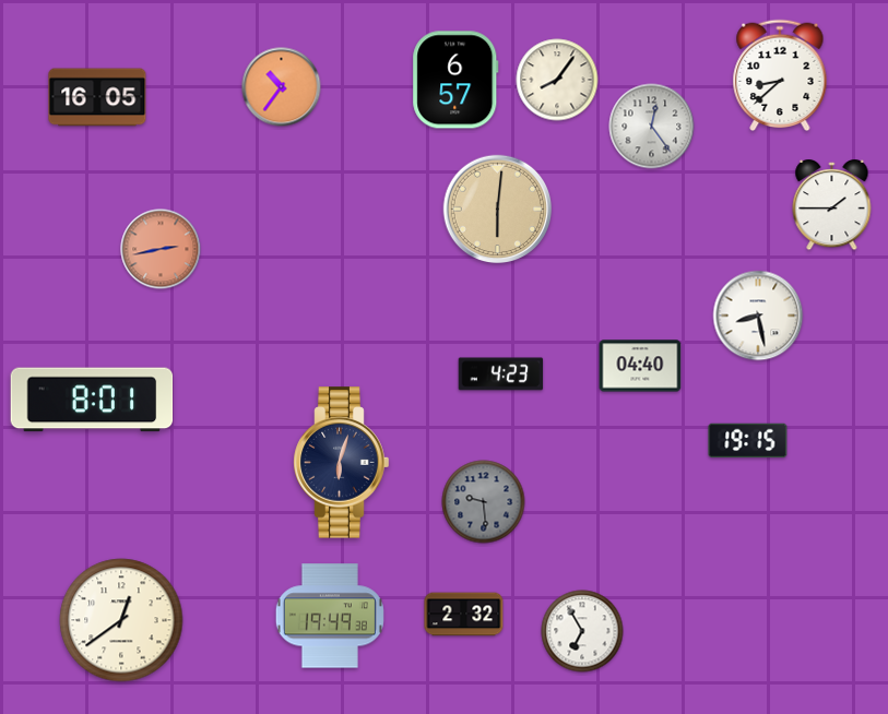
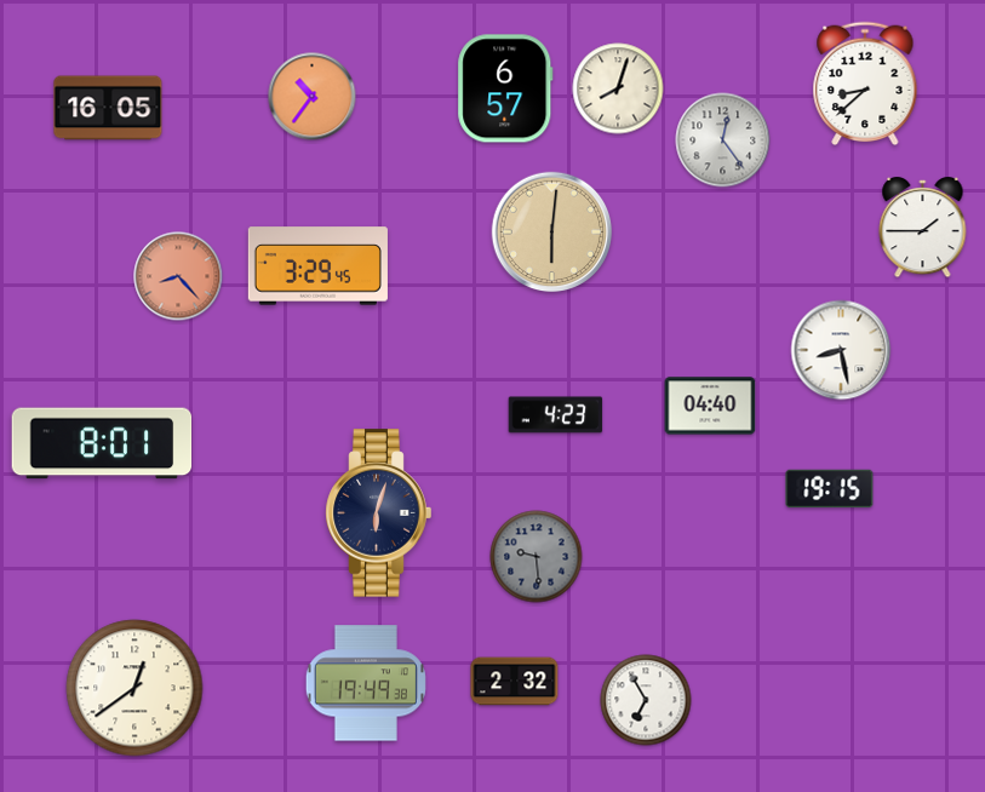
clock at (557, 80): 8:06 -> 8:03
clock at (317, 266): none -> 3:29
clock at (161, 249): 2:43 -> 8:23
